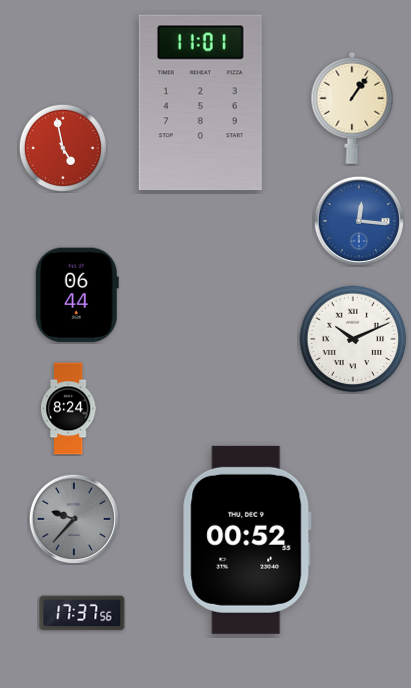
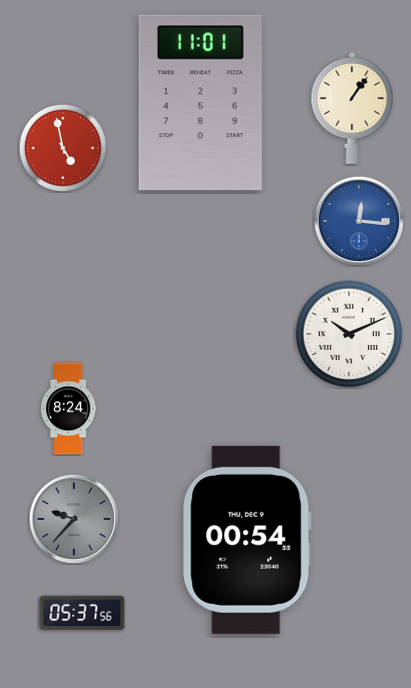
clock at (77, 295): 06:44 -> none
clock at (353, 339) position: (353, 339) -> (349, 334)
clock at (247, 540): 00:52 -> 00:54
clock at (82, 613): 17:37 -> 05:37
